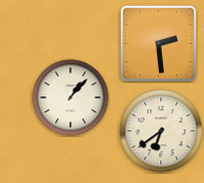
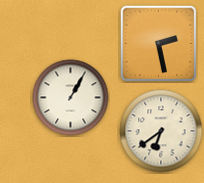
clock at (158, 43): 2:29 -> 2:28
clock at (71, 98): 1:07 -> 1:05
